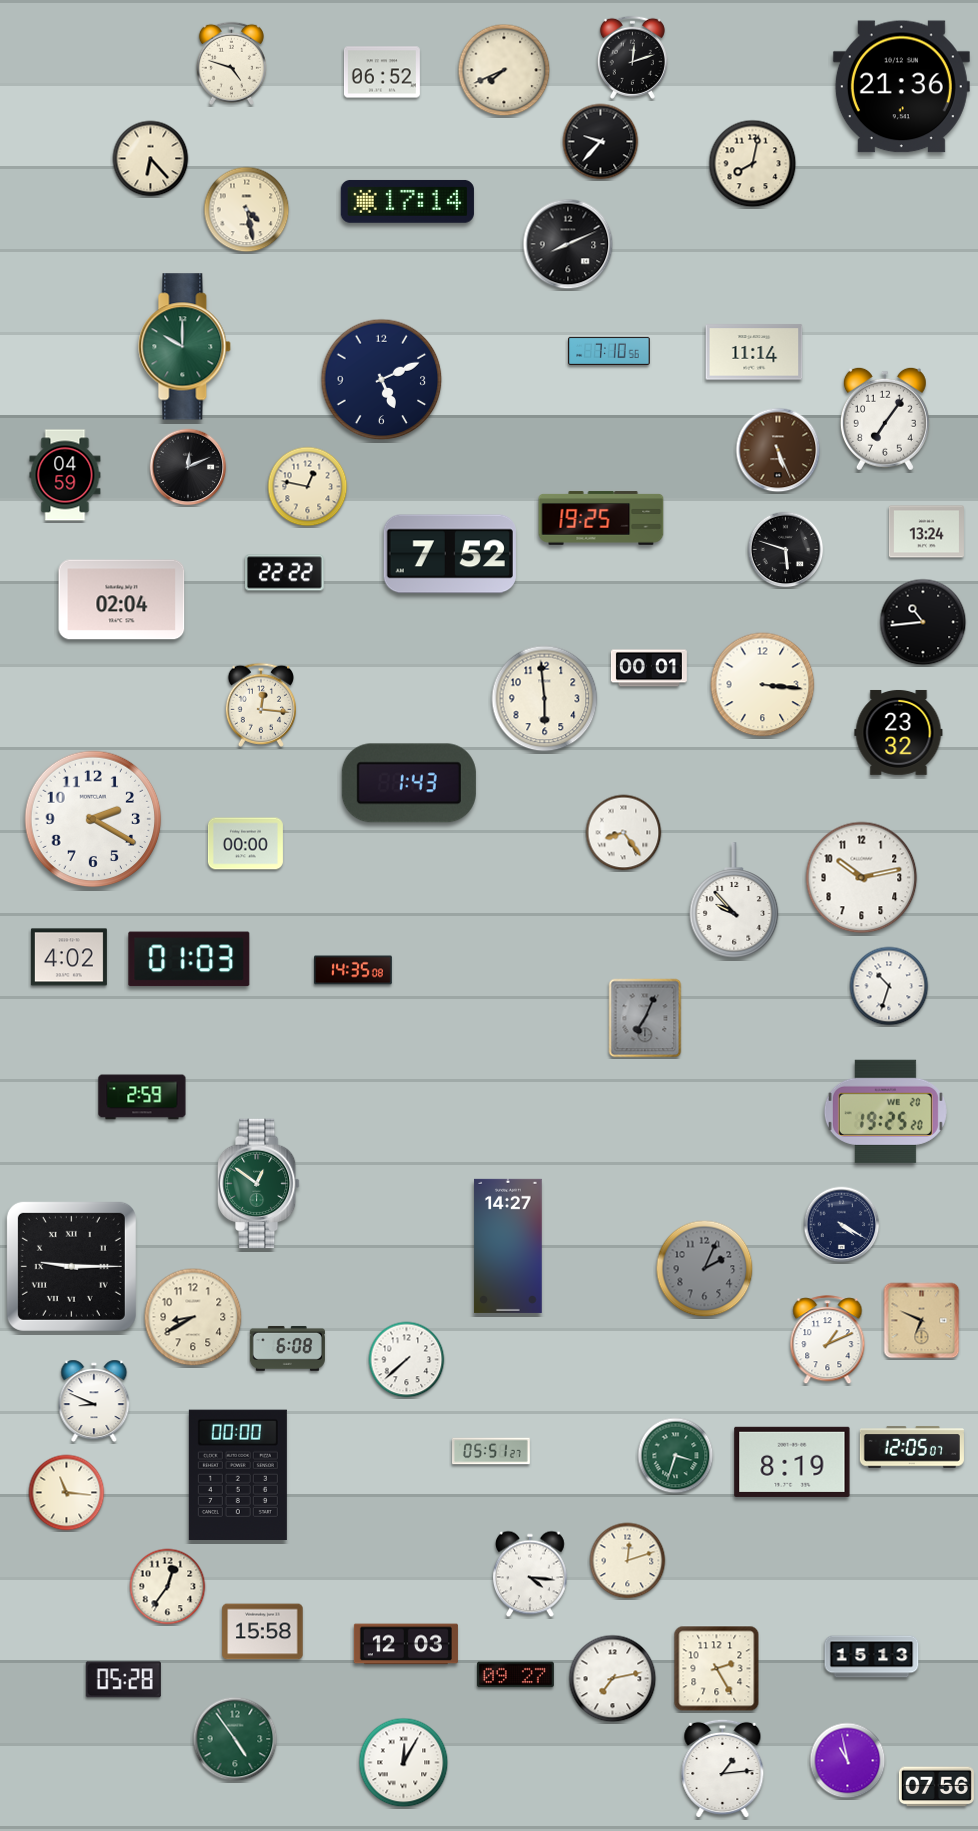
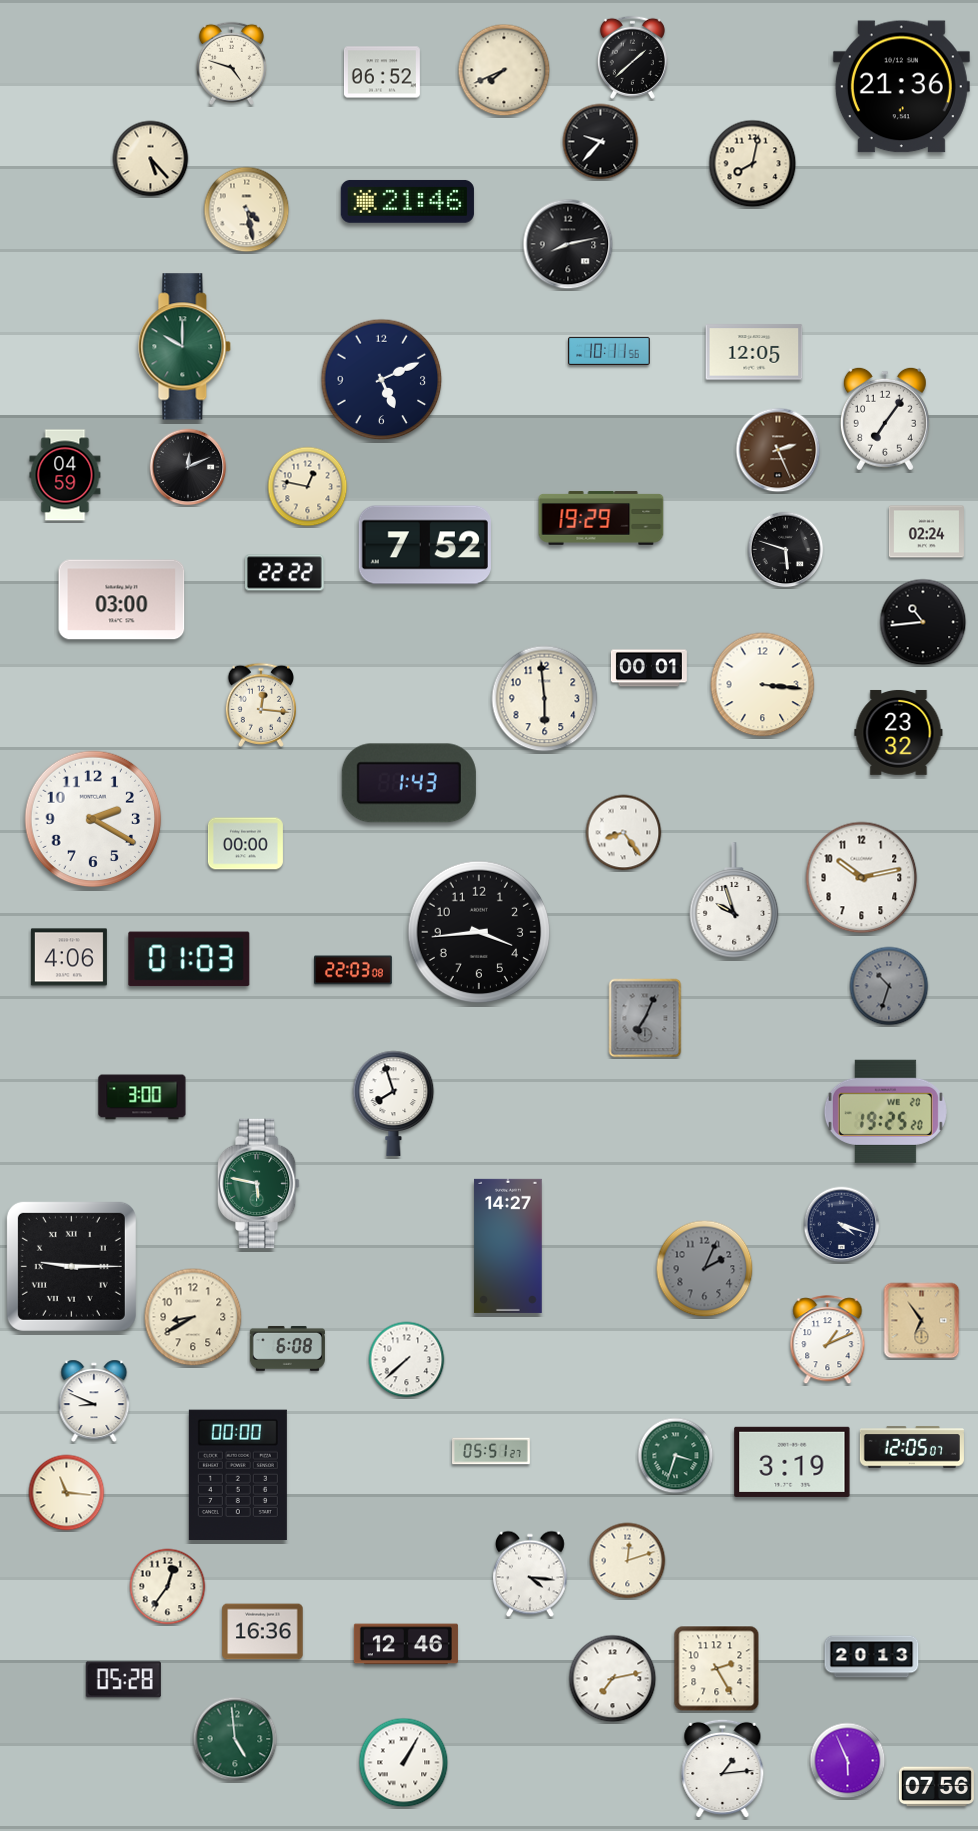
clock at (632, 57): 12:12 -> 1:38
clock at (151, 159): 6:23 -> 5:23
clock at (407, 201): 17:14 -> 21:46
clock at (568, 244): 8:11 -> 8:13
clock at (609, 351): 7:10 -> 10:11
clock at (754, 352): 11:14 -> 12:05
clock at (778, 450): 5:26 -> 2:26
clock at (601, 518): 19:25 -> 19:29
clock at (926, 532): 13:24 -> 02:24
clock at (450, 554) position: (450, 554) -> (425, 545)
clock at (122, 600): 02:04 -> 03:00
clock at (734, 900): 9:53 -> 9:57
clock at (479, 932): none -> 3:44
clock at (69, 957): 4:02 -> 4:06
clock at (354, 970): 14:35 -> 22:03
clock at (889, 986) dial: white -> grey
clock at (142, 1097): 2:59 -> 3:00
clock at (394, 1103): none -> 7:57
clock at (258, 1184): 12:51 -> 5:47
clock at (842, 1225): 4:20 -> 4:18
clock at (922, 1321): 6:49 -> 6:54
clock at (792, 1462): 8:19 -> 3:19
clock at (263, 1632): 15:58 -> 16:36
clock at (406, 1644): 12:03 -> 12:46
clock at (872, 1657): 15:13 -> 20:13
clock at (515, 1675): 09:27 -> none
clock at (235, 1739): 4:54 -> 4:59
clock at (848, 1761): 10:58 -> 5:56
clock at (404, 1763): 12:05 -> 1:05
